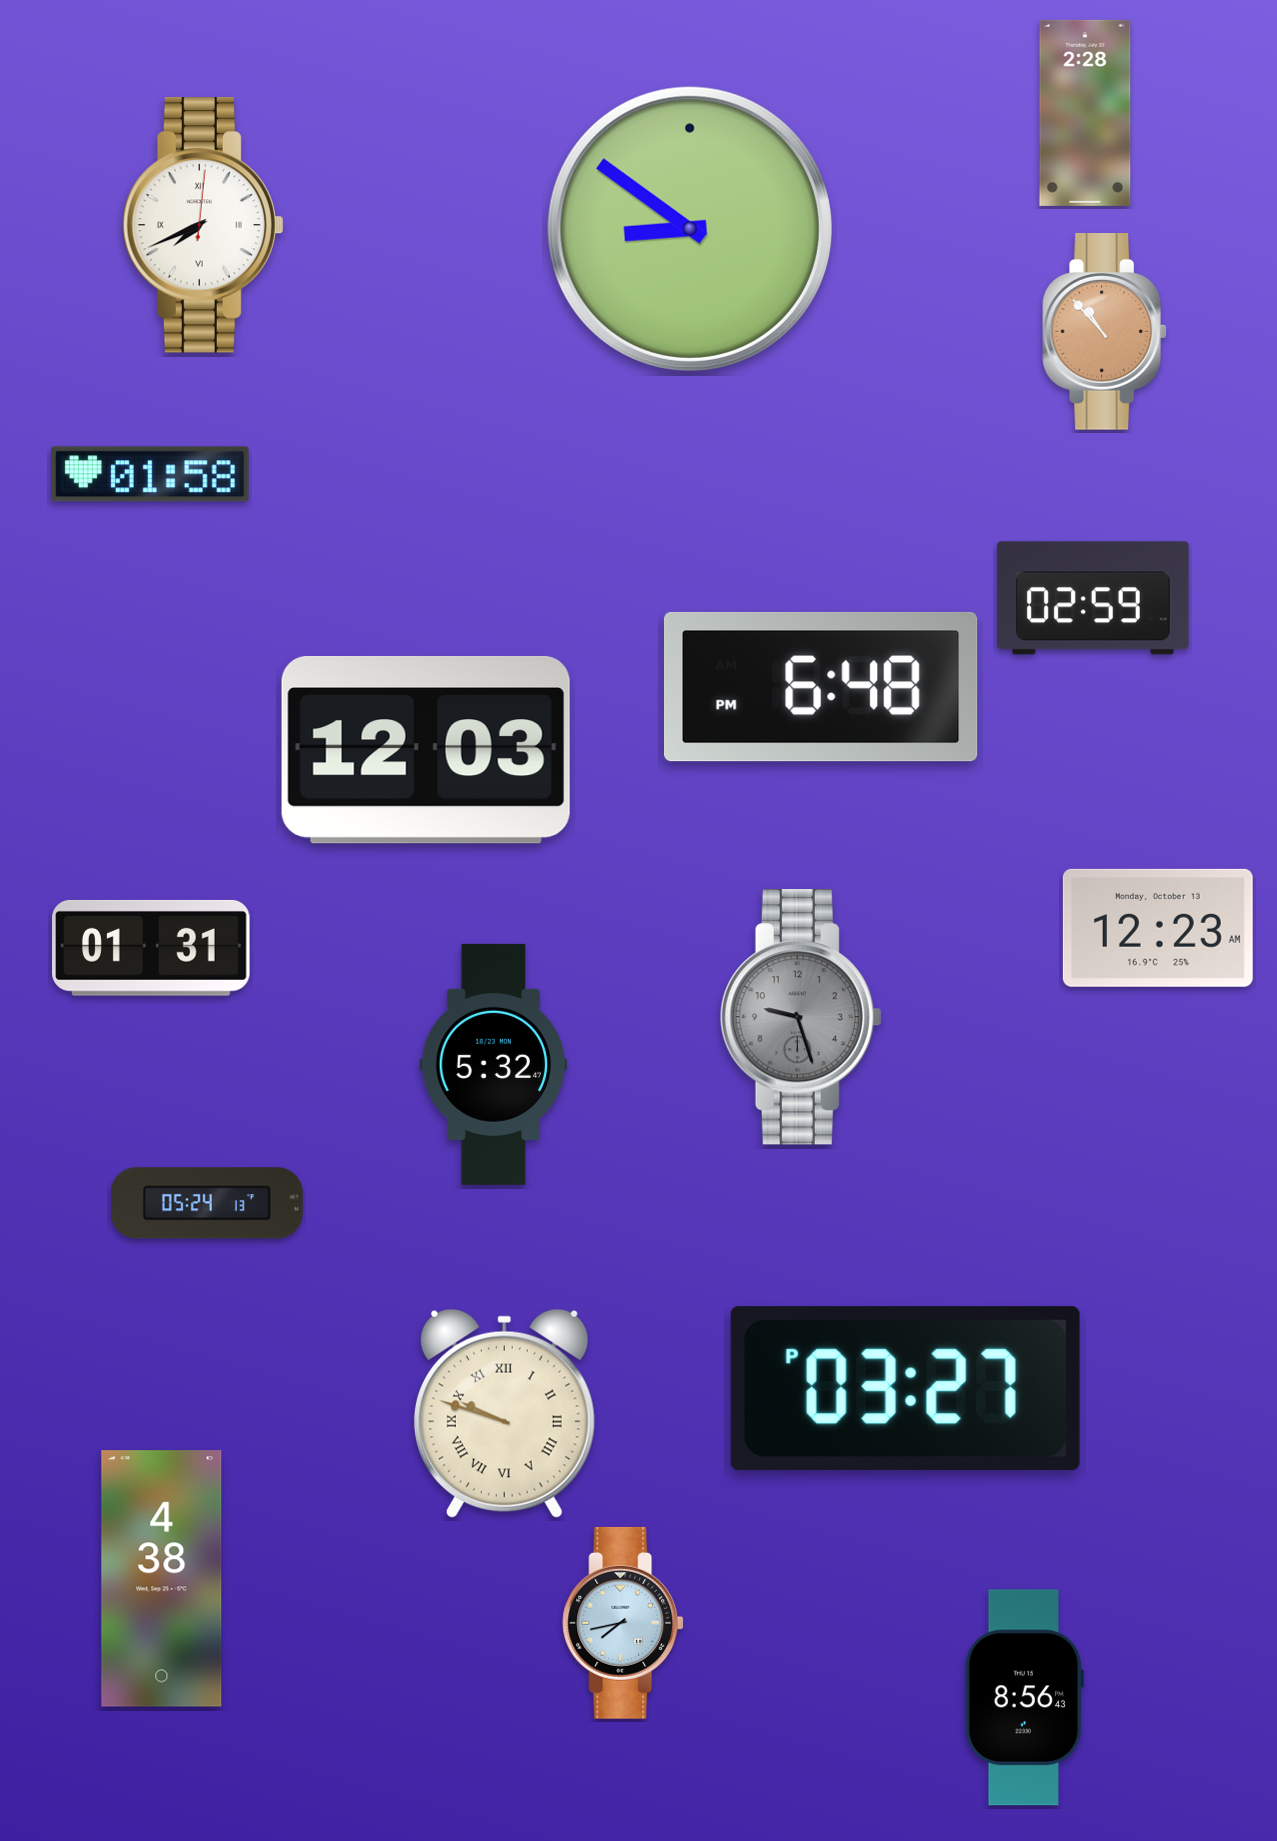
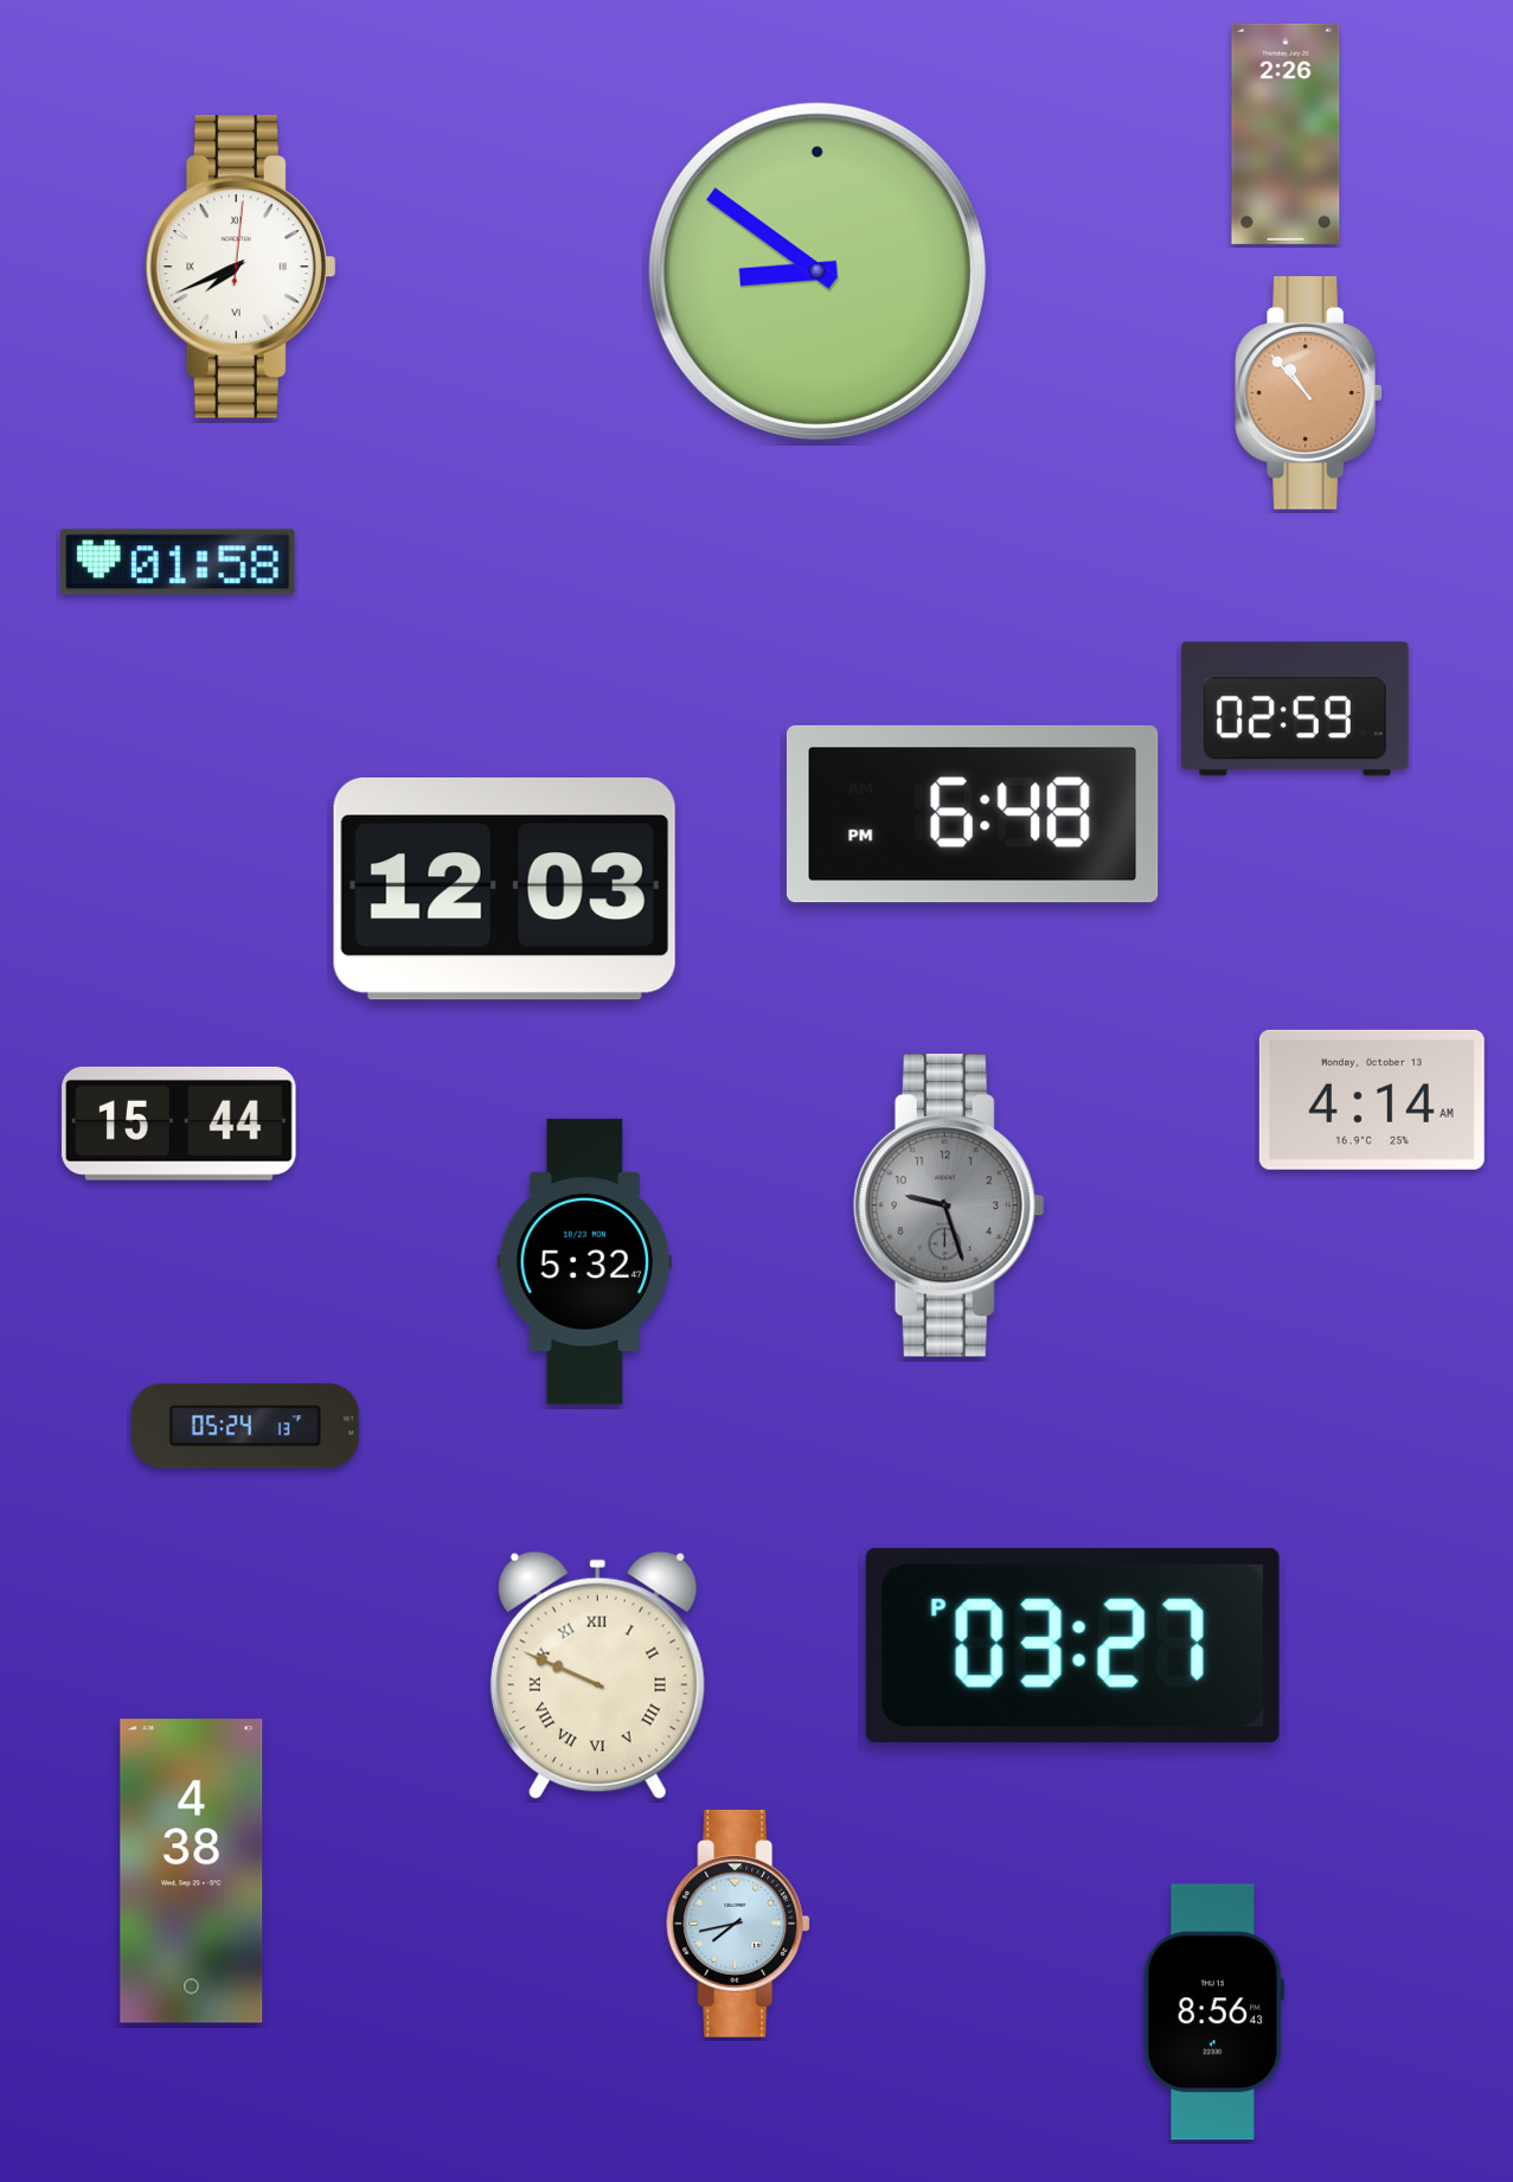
clock at (1085, 113): 2:28 -> 2:26
clock at (1158, 928): 12:23 -> 4:14
clock at (151, 948): 01:31 -> 15:44
clock at (504, 1414): 9:48 -> 9:49
